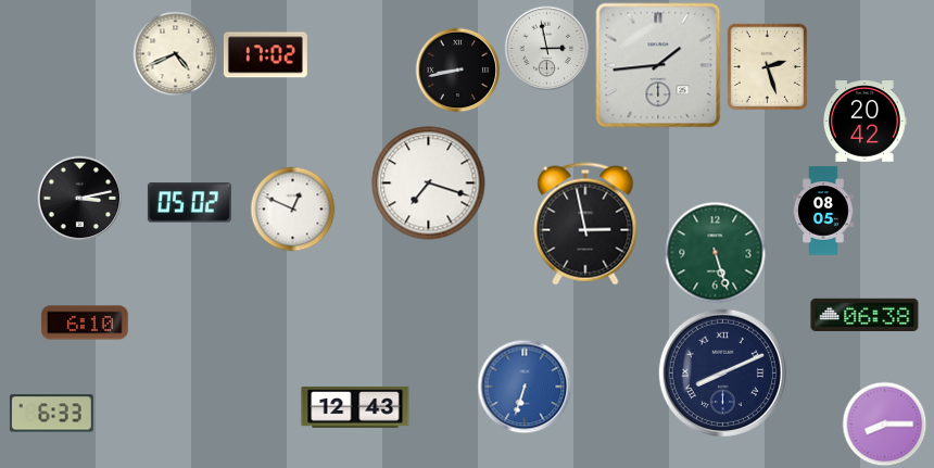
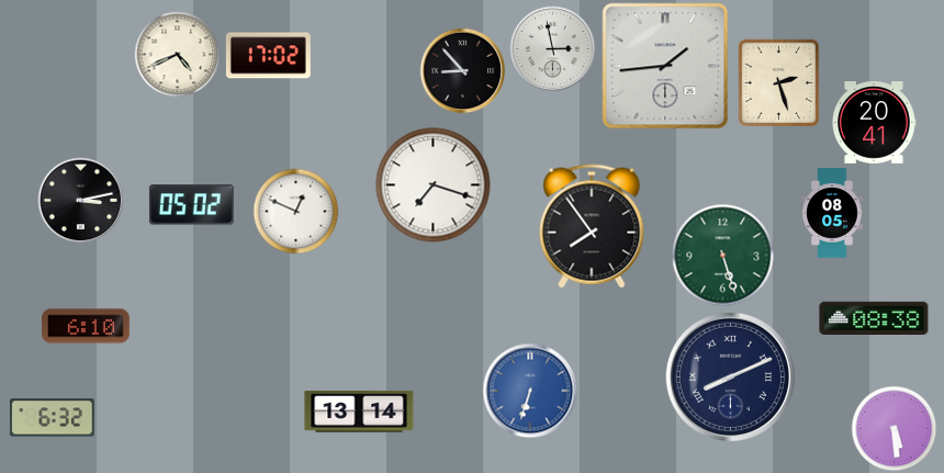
clock at (768, 66) position: (768, 66) -> (779, 82)
clock at (457, 69): 8:43 -> 8:53
clock at (864, 122): 20:42 -> 20:41
clock at (585, 224): 2:58 -> 7:54
clock at (864, 314): 06:38 -> 08:38
clock at (355, 407): 12:43 -> 13:14
clock at (51, 414): 6:33 -> 6:32
clock at (884, 423): 8:15 -> 5:29
